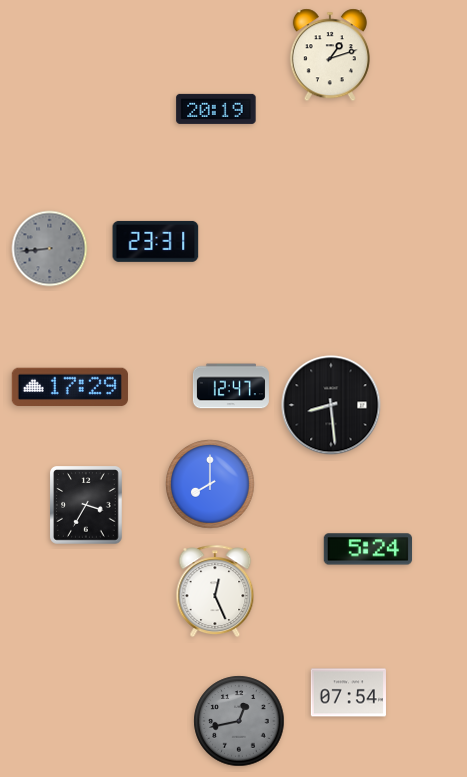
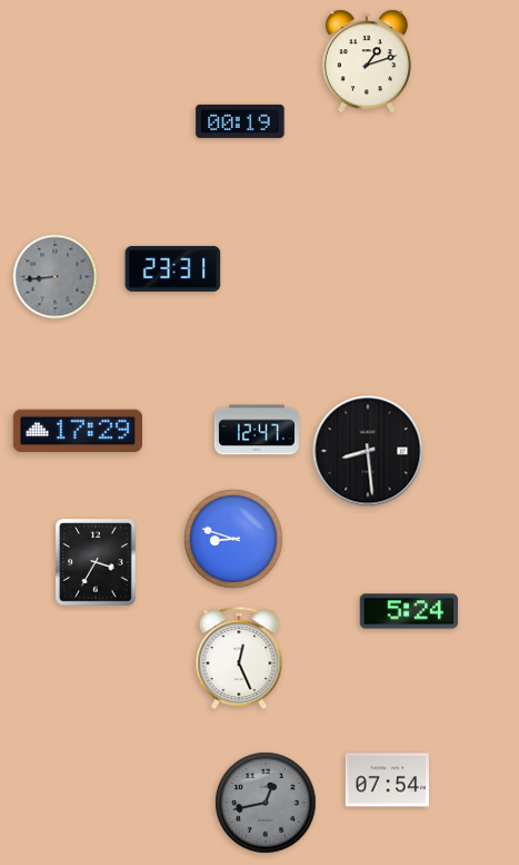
clock at (216, 109): 20:19 -> 00:19
clock at (210, 484): 8:00 -> 8:48
clock at (348, 693) position: (348, 693) -> (387, 780)
